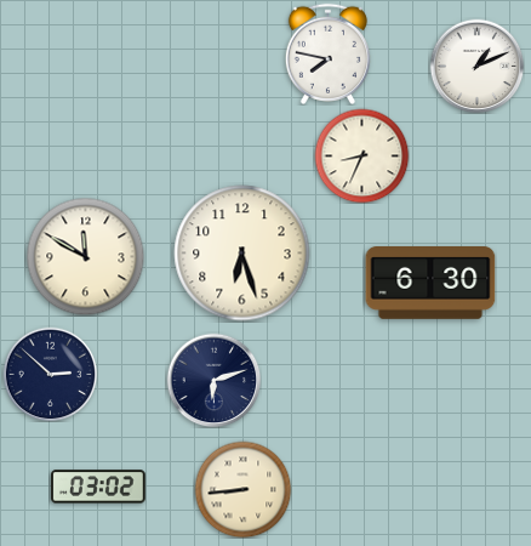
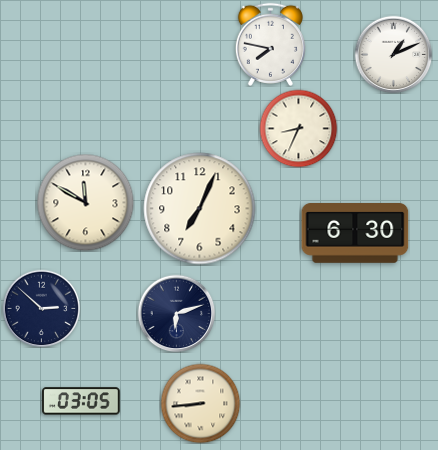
clock at (242, 254): 6:27 -> 7:04
clock at (85, 256) position: (85, 256) -> (85, 202)
clock at (99, 487): 03:02 -> 03:05
